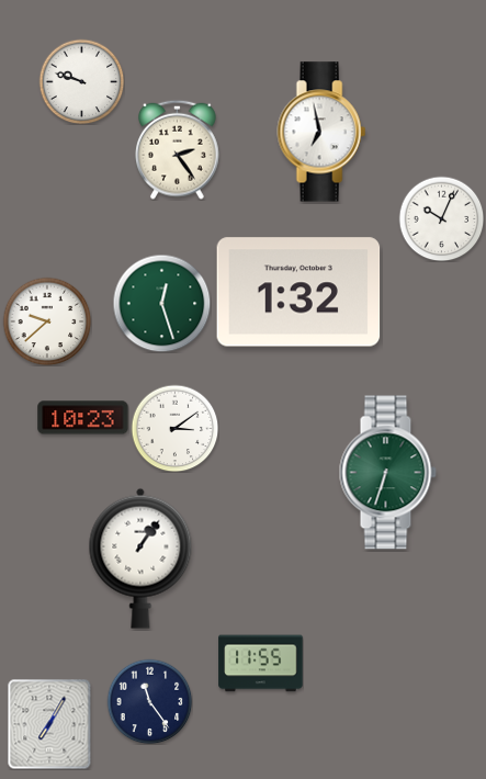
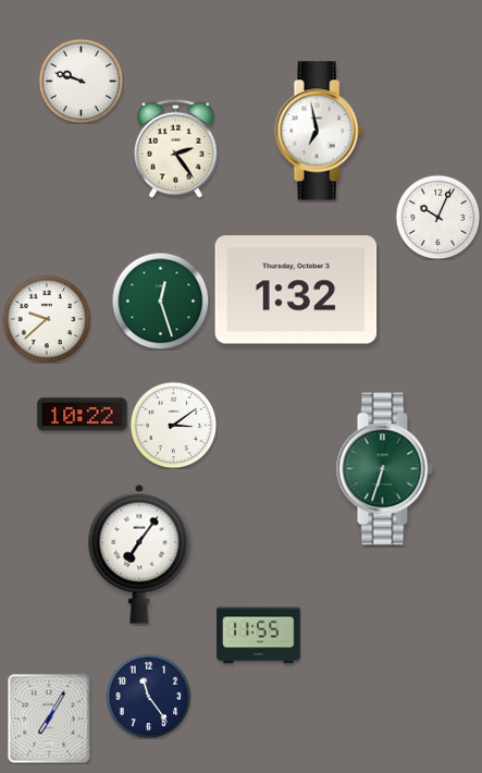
clock at (83, 418): 10:23 -> 10:22
clock at (140, 558): 1:06 -> 7:06
clock at (261, 664) position: (261, 664) -> (259, 636)
